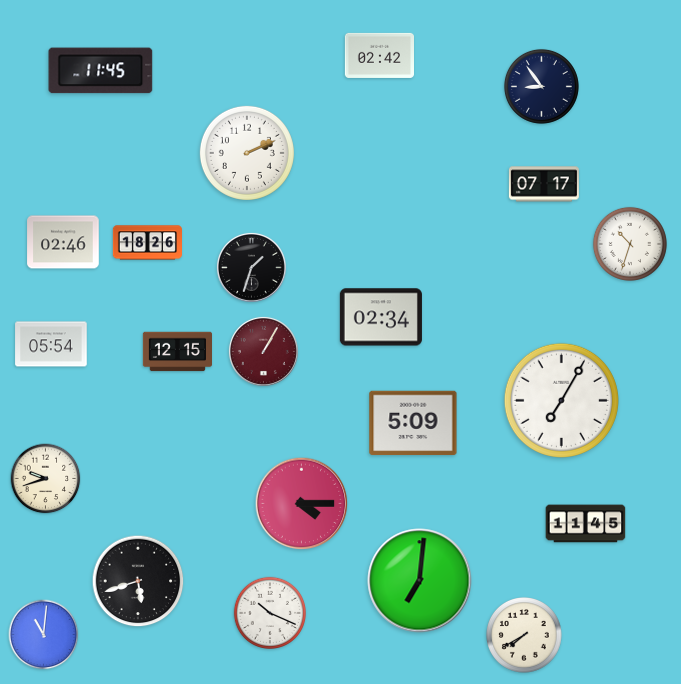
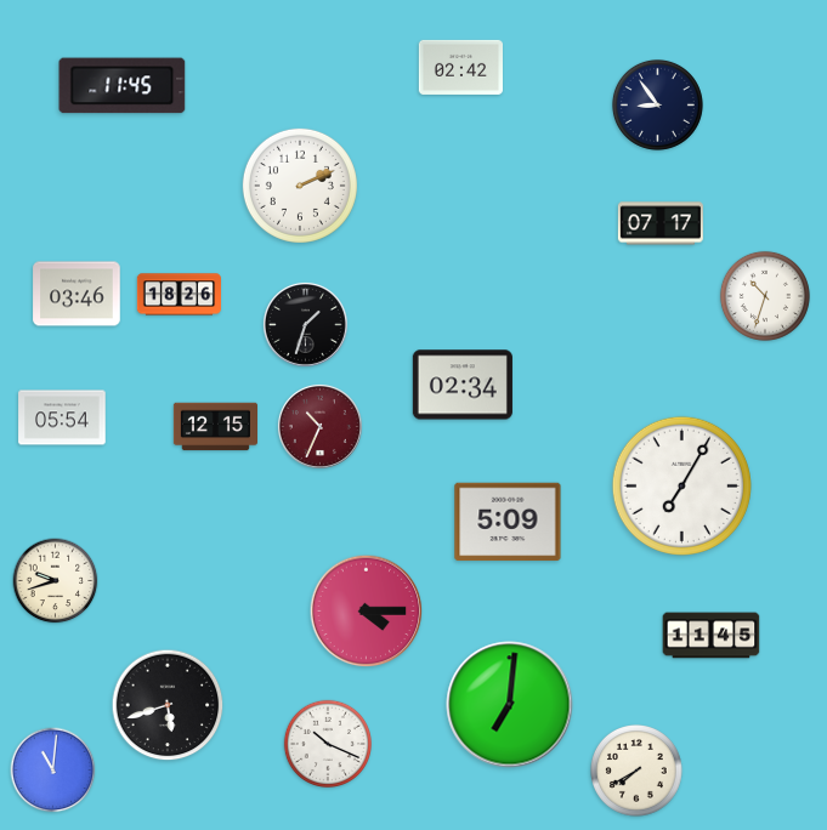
clock at (63, 242): 02:46 -> 03:46
clock at (263, 351): 1:05 -> 10:34
clock at (413, 423) position: (413, 423) -> (508, 522)
